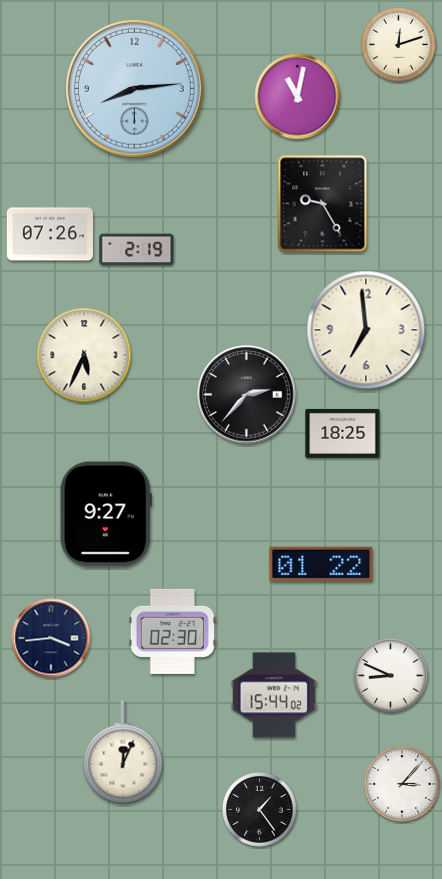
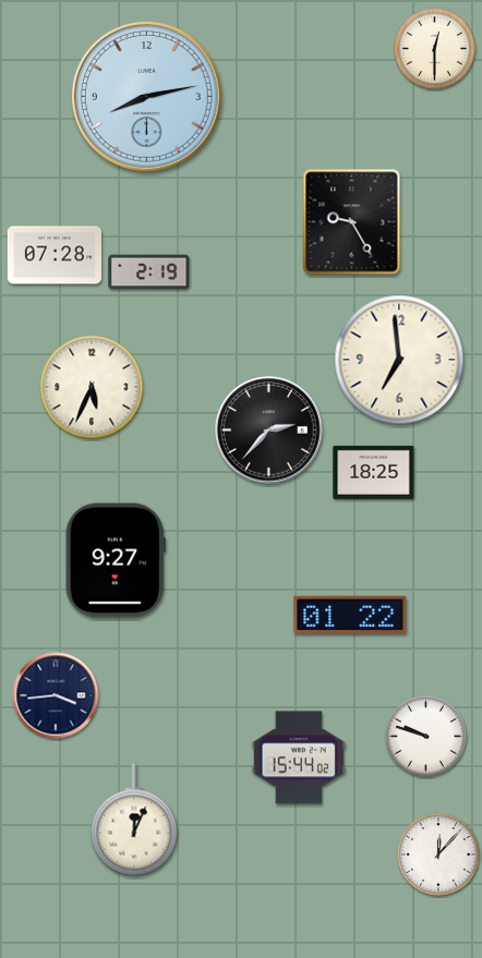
clock at (399, 45): 12:12 -> 12:30
clock at (134, 88): 8:14 -> 8:13
clock at (298, 97): 11:02 -> none
clock at (49, 234): 07:26 -> 07:28
clock at (172, 631): 02:30 -> none
clock at (391, 676): 8:49 -> 9:48
clock at (402, 784): 3:07 -> 12:07
clock at (260, 810): 1:24 -> none
